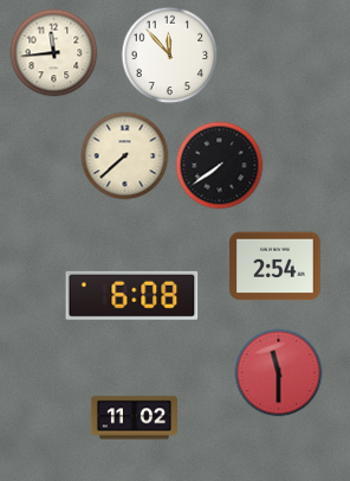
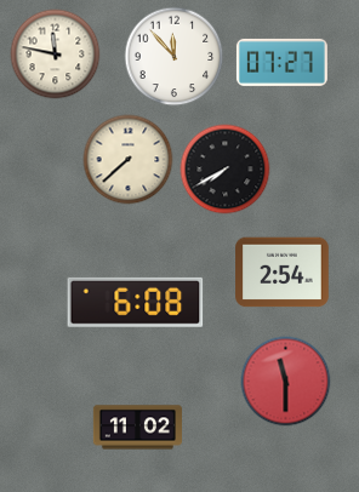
clock at (54, 53): 11:44 -> 11:47
clock at (281, 62): none -> 07:27
clock at (220, 166): 7:39 -> 7:40
